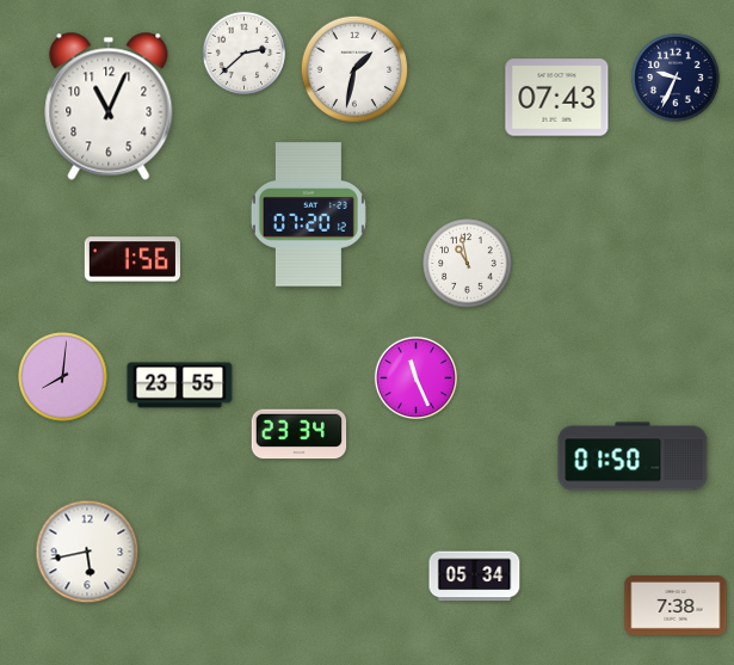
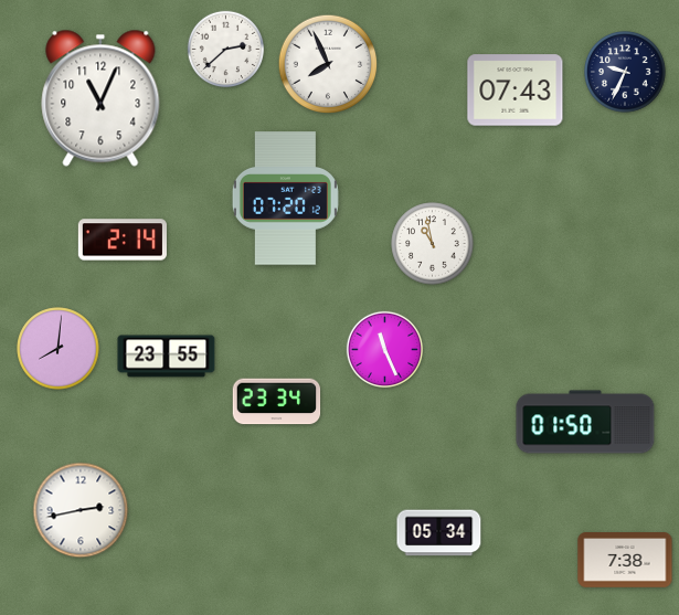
clock at (354, 69): 1:32 -> 7:56
clock at (132, 259): 1:56 -> 2:14
clock at (87, 552): 5:43 -> 2:43
